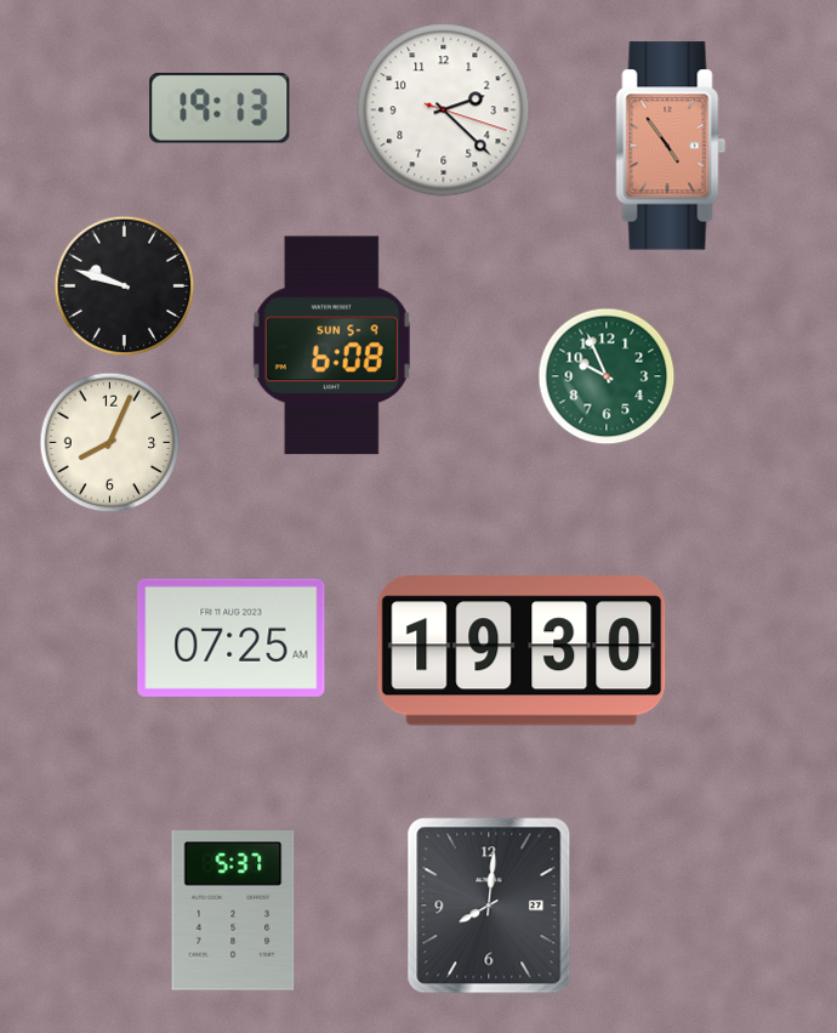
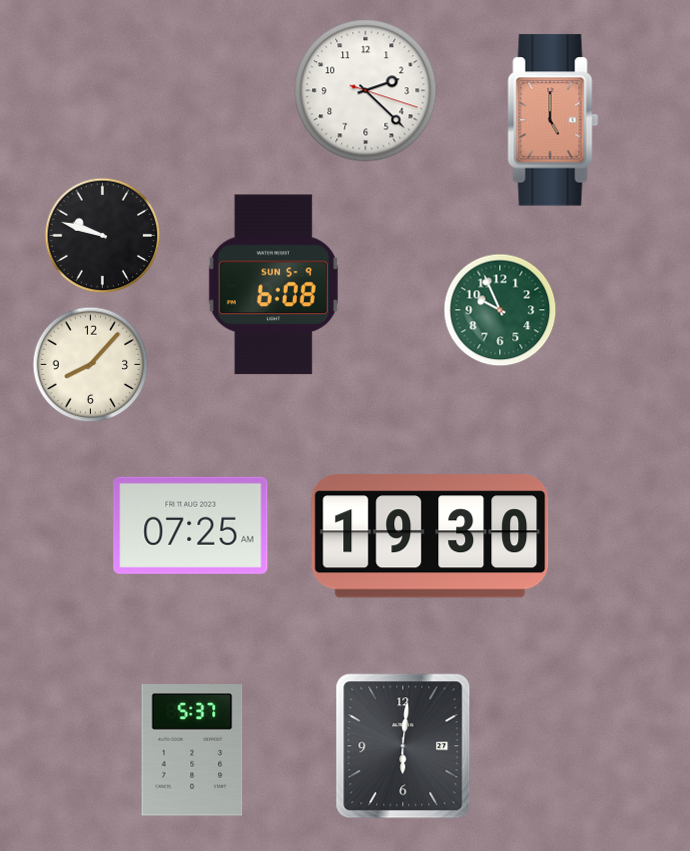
clock at (220, 108): 19:13 -> none
clock at (671, 146): 4:54 -> 5:00
clock at (110, 443): 8:04 -> 8:07
clock at (489, 906): 8:01 -> 6:01
